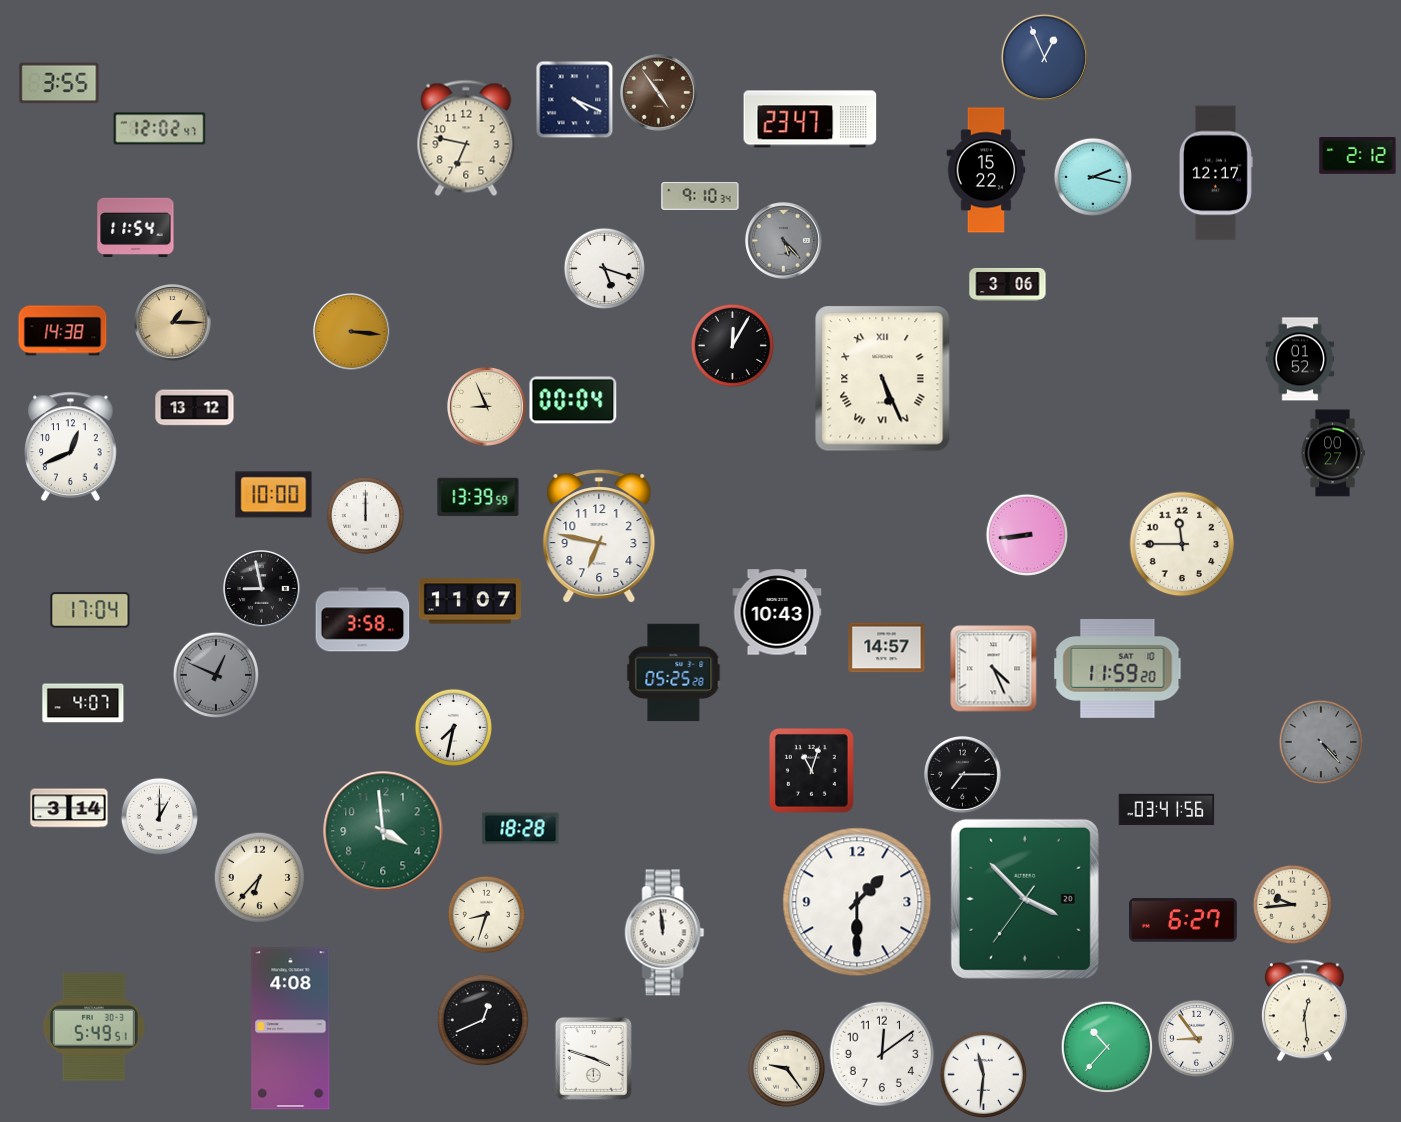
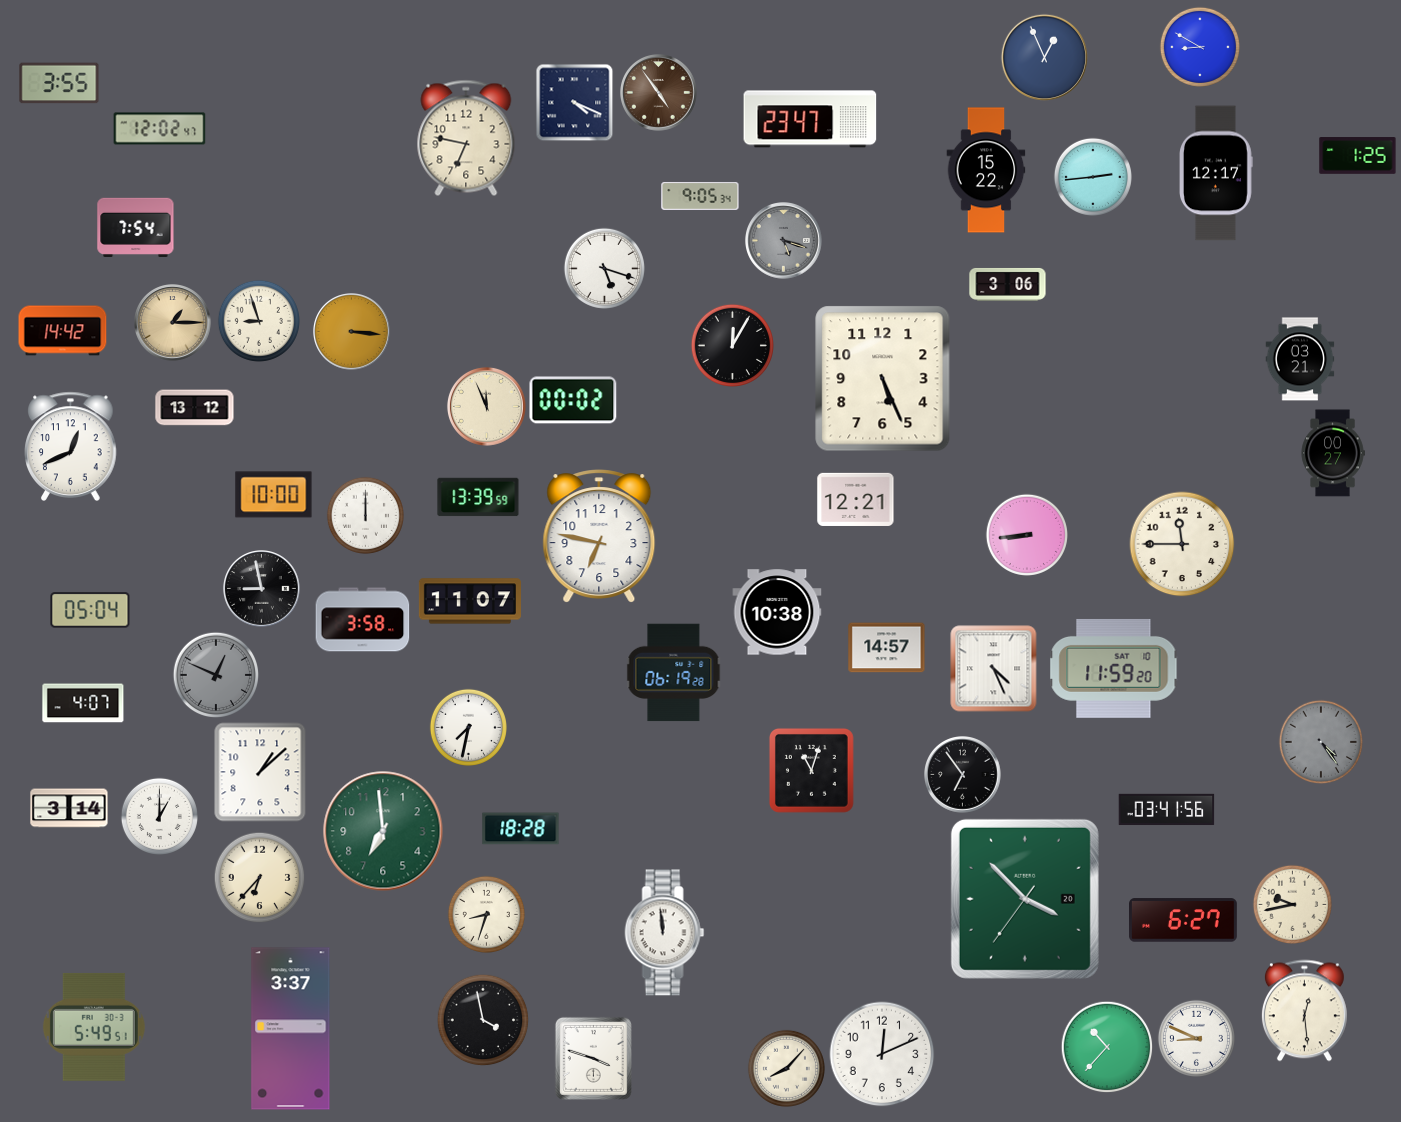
clock at (1200, 47): none -> 8:50
clock at (574, 99) position: (574, 99) -> (574, 102)
clock at (1358, 156): 2:12 -> 1:25
clock at (1093, 177): 2:17 -> 2:44
clock at (700, 196): 9:10 -> 9:05
clock at (136, 227): 11:54 -> 7:54
clock at (784, 241): 5:23 -> 5:18
clock at (258, 320): none -> 8:57
clock at (63, 331): 14:38 -> 14:42
clock at (1300, 359): 01:52 -> 03:21
clock at (883, 379) numerals: Roman -> Arabic
clock at (573, 400): 00:04 -> 00:02
clock at (486, 406): 8:56 -> 11:56
clock at (856, 499): none -> 12:21
clock at (90, 610): 17:04 -> 05:04
clock at (777, 612): 10:43 -> 10:38
clock at (1118, 668) position: (1118, 668) -> (1114, 668)
clock at (674, 673): 05:25 -> 06:19
clock at (453, 727) position: (453, 727) -> (468, 727)
clock at (1320, 741): 4:23 -> 4:24
clock at (260, 772): none -> 1:08
clock at (963, 775): 7:15 -> 6:54
clock at (383, 831): 3:59 -> 6:59
clock at (857, 902): 1:30 -> none
clock at (1292, 904): 9:44 -> 9:43
clock at (483, 1020): 12:41 -> 3:58
clock at (291, 1029): 4:08 -> 3:37
clock at (1196, 1038): 8:54 -> 8:49
clock at (882, 1054): 12:09 -> 12:11
clock at (786, 1068): 9:24 -> 8:07
clock at (983, 1074): 11:31 -> none
